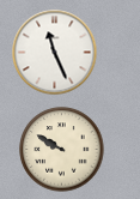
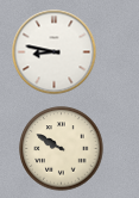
clock at (55, 53): 11:26 -> 8:47
